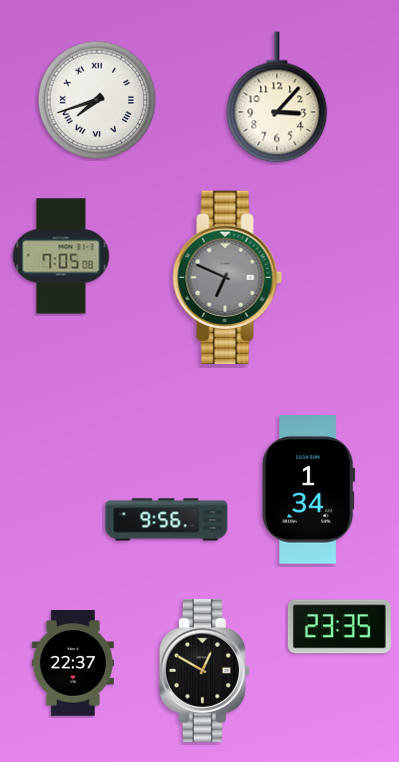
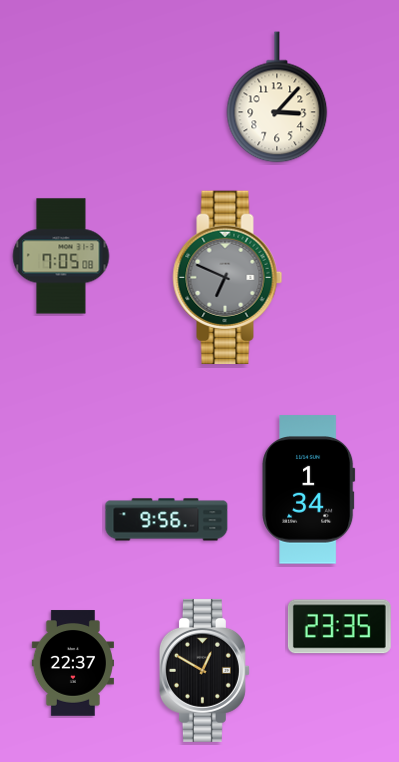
clock at (97, 100): 7:42 -> none
